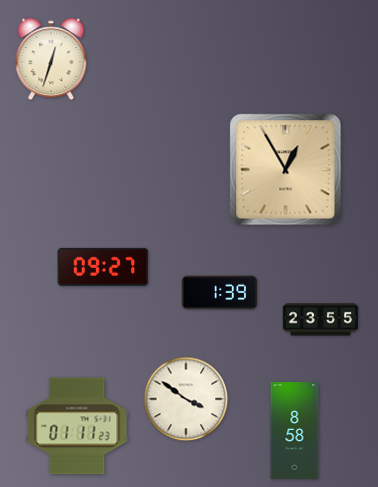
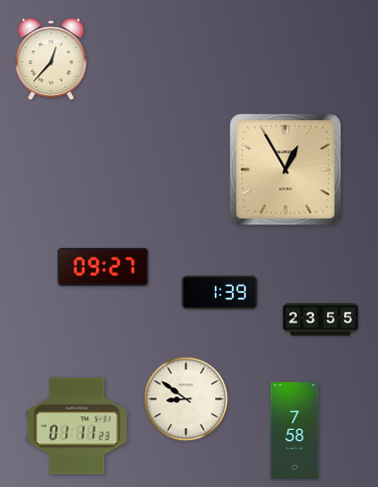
clock at (51, 59): 12:33 -> 12:37
clock at (186, 399): 3:51 -> 8:51
clock at (295, 431): 8:58 -> 7:58
